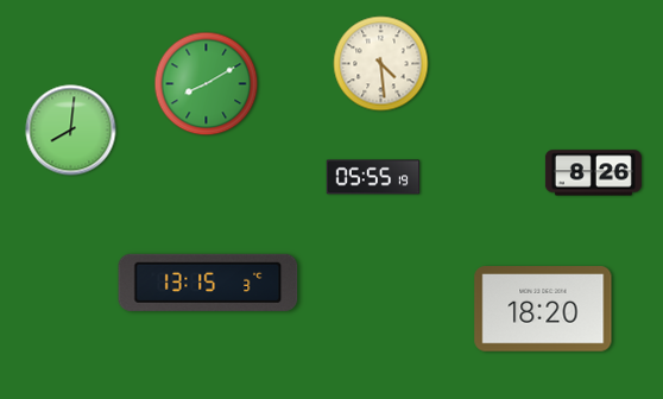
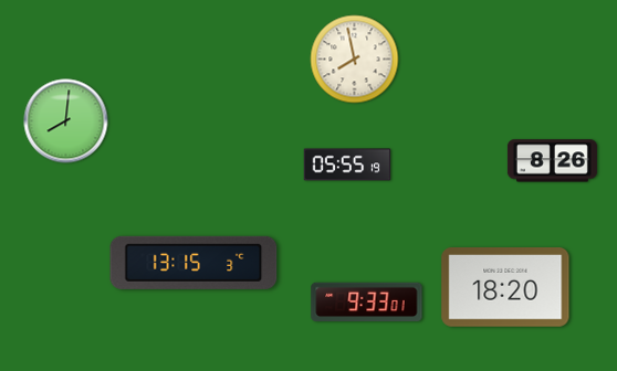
clock at (381, 64): 4:29 -> 7:58
clock at (207, 84): 8:10 -> none
clock at (367, 303): none -> 9:33
